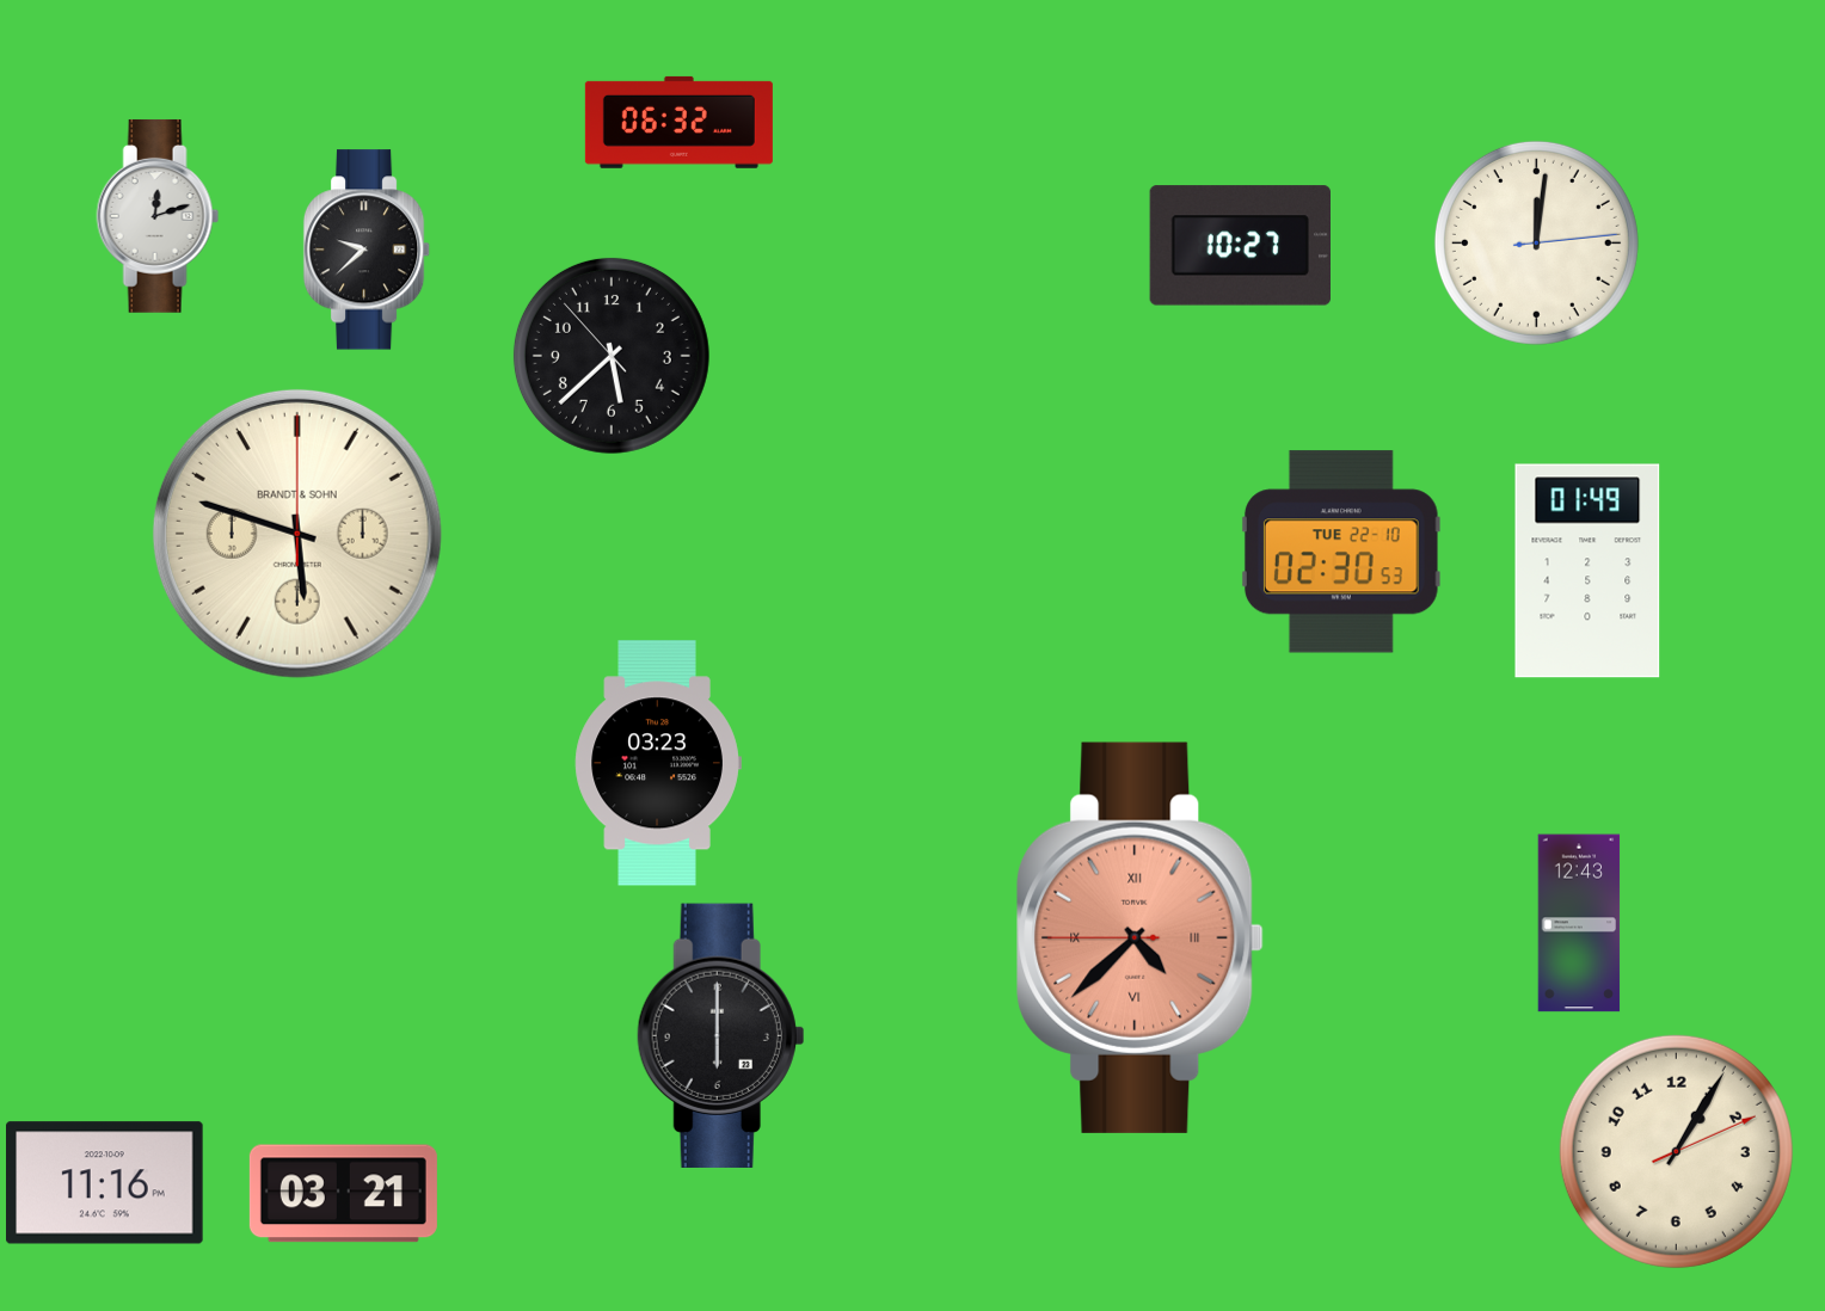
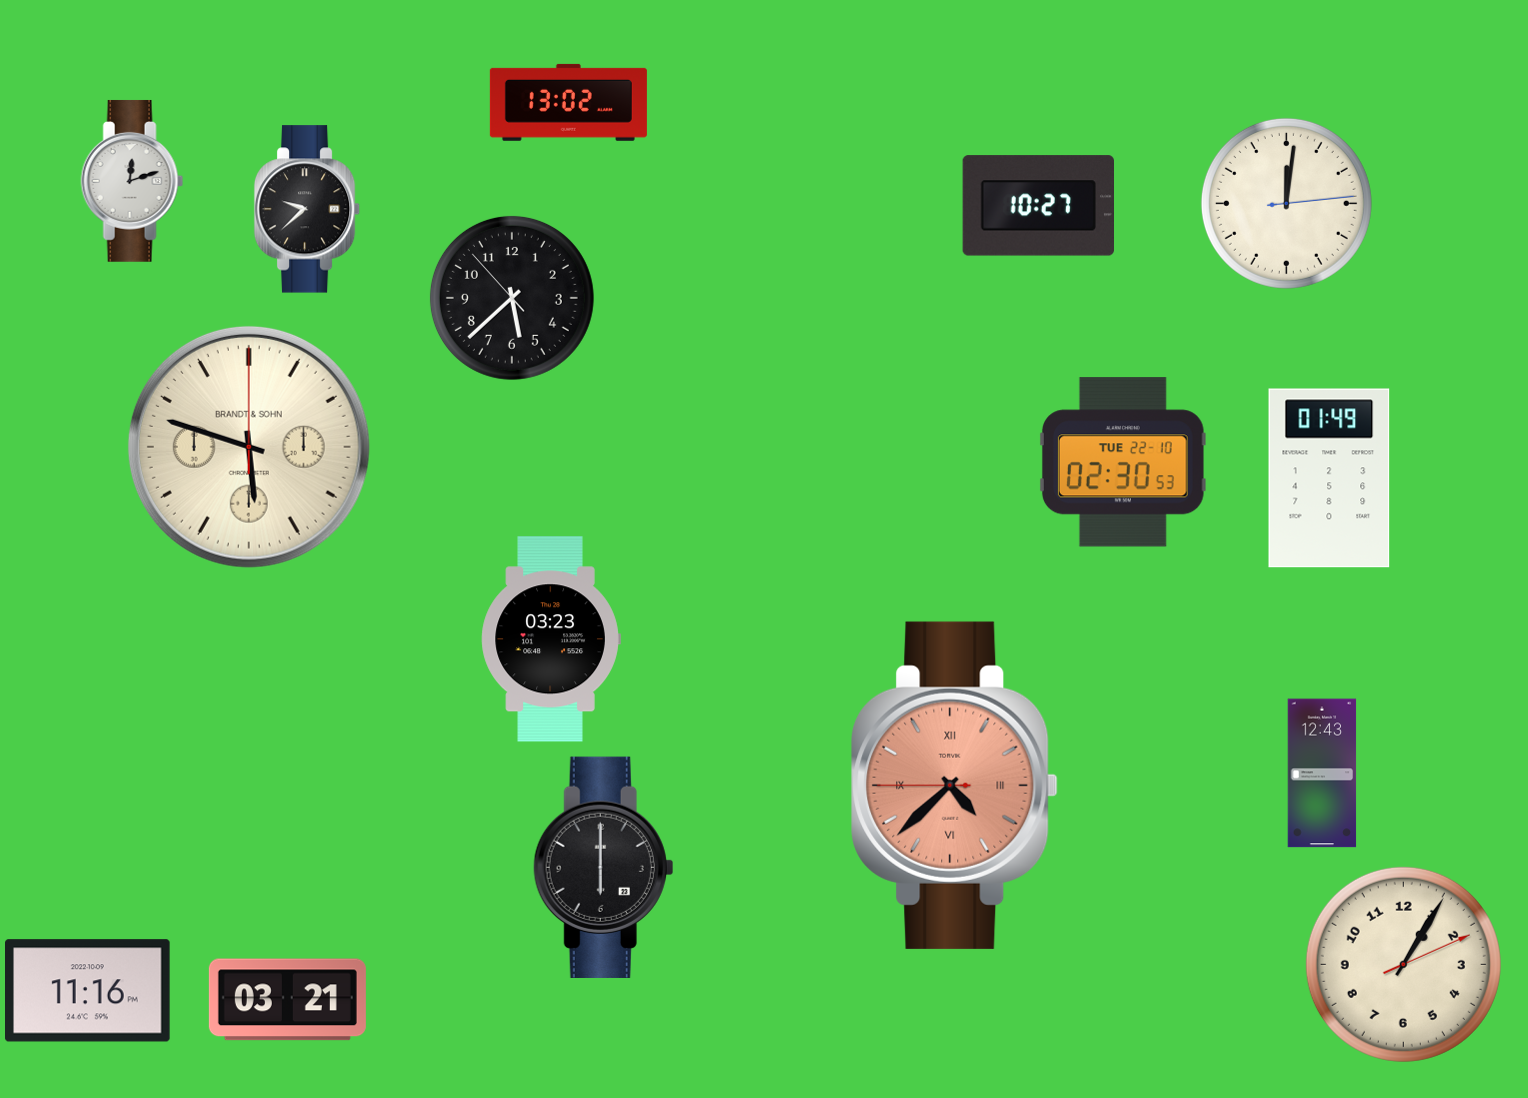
clock at (678, 122): 06:32 -> 13:02
